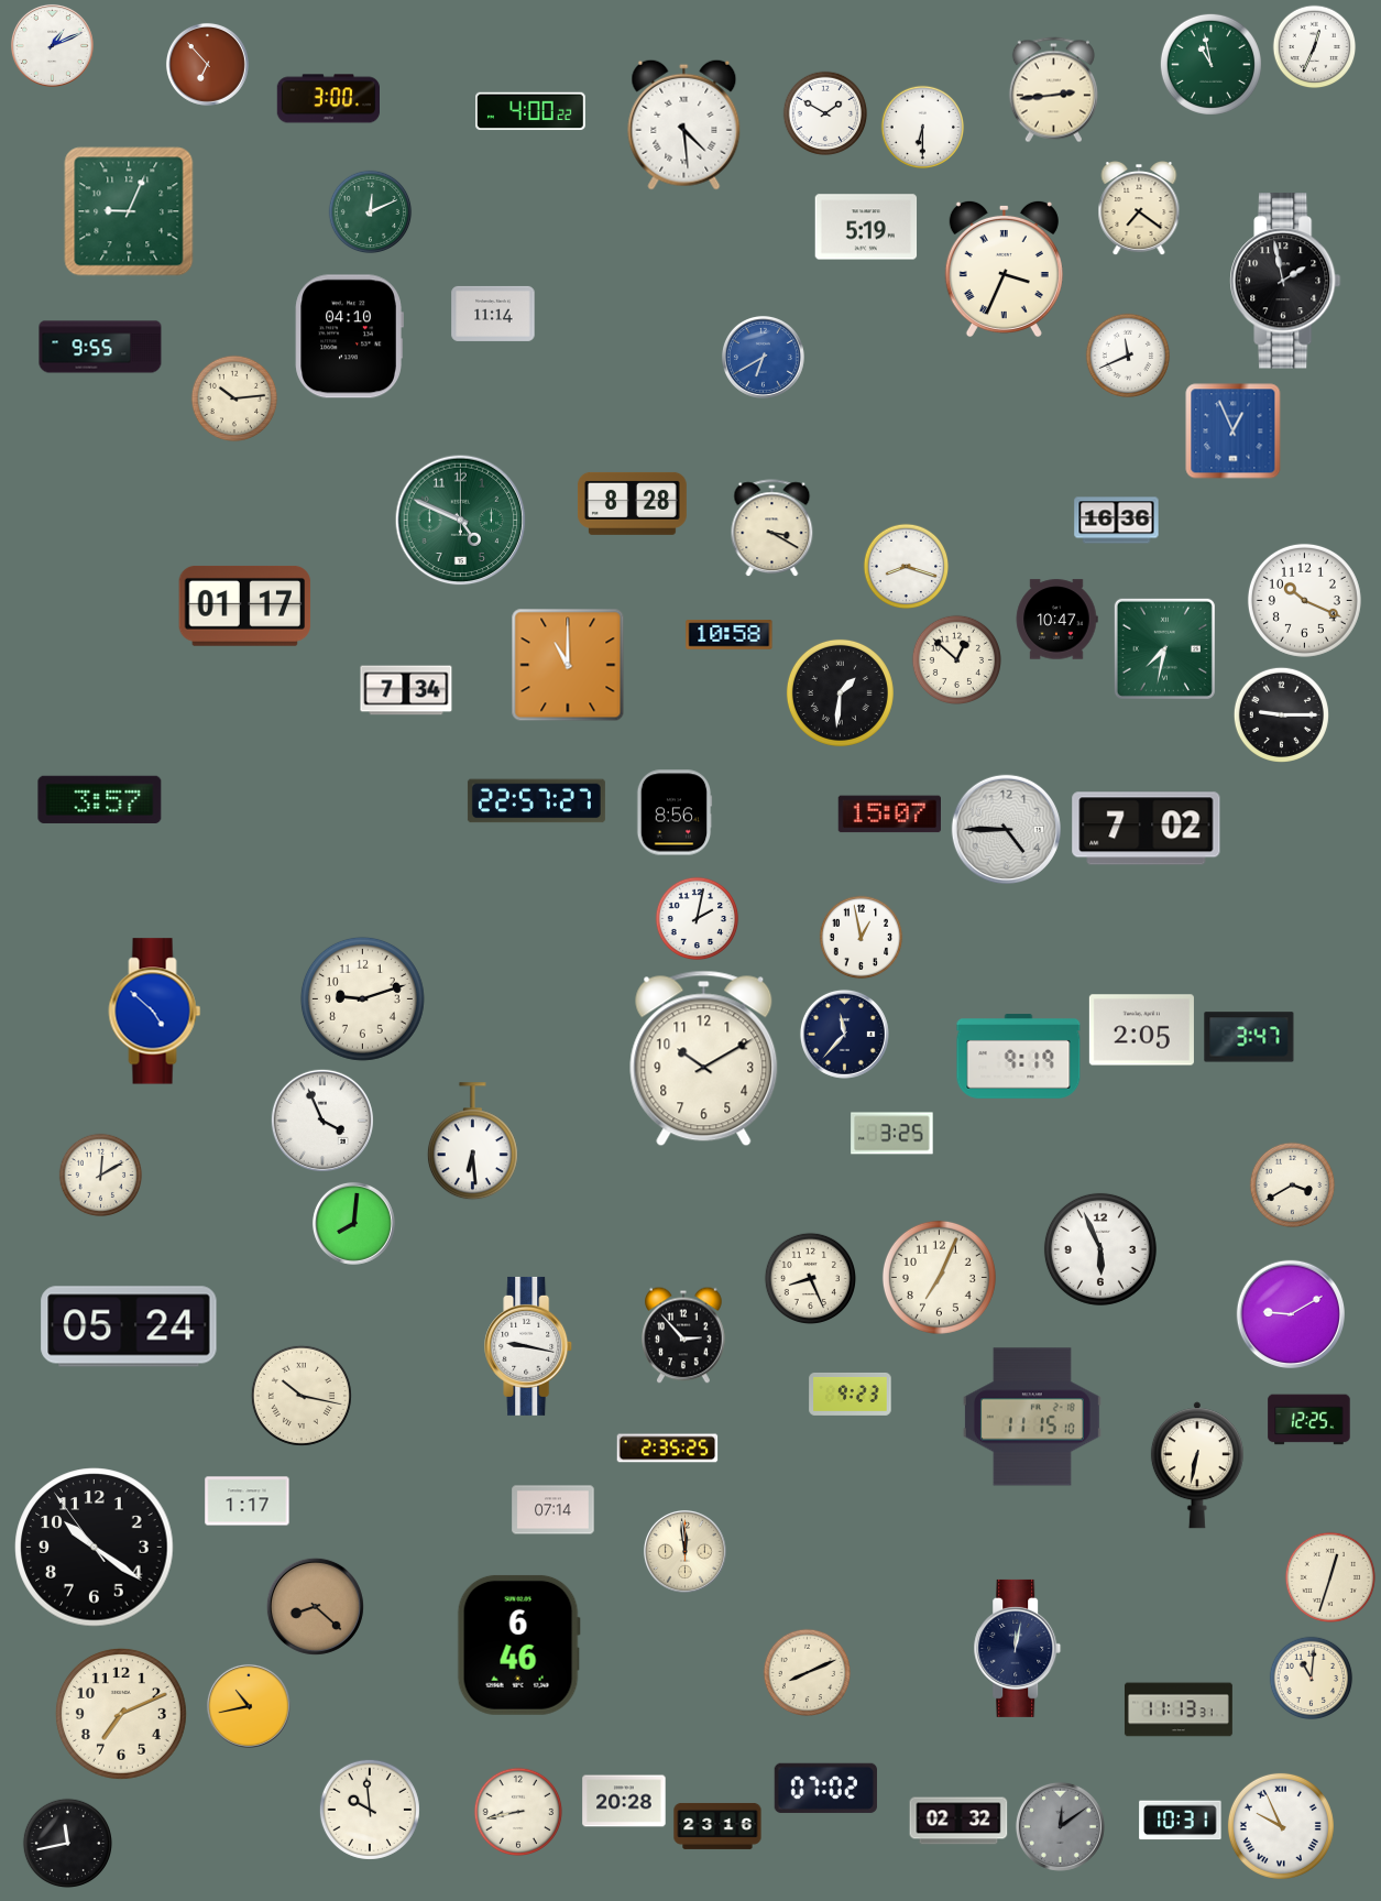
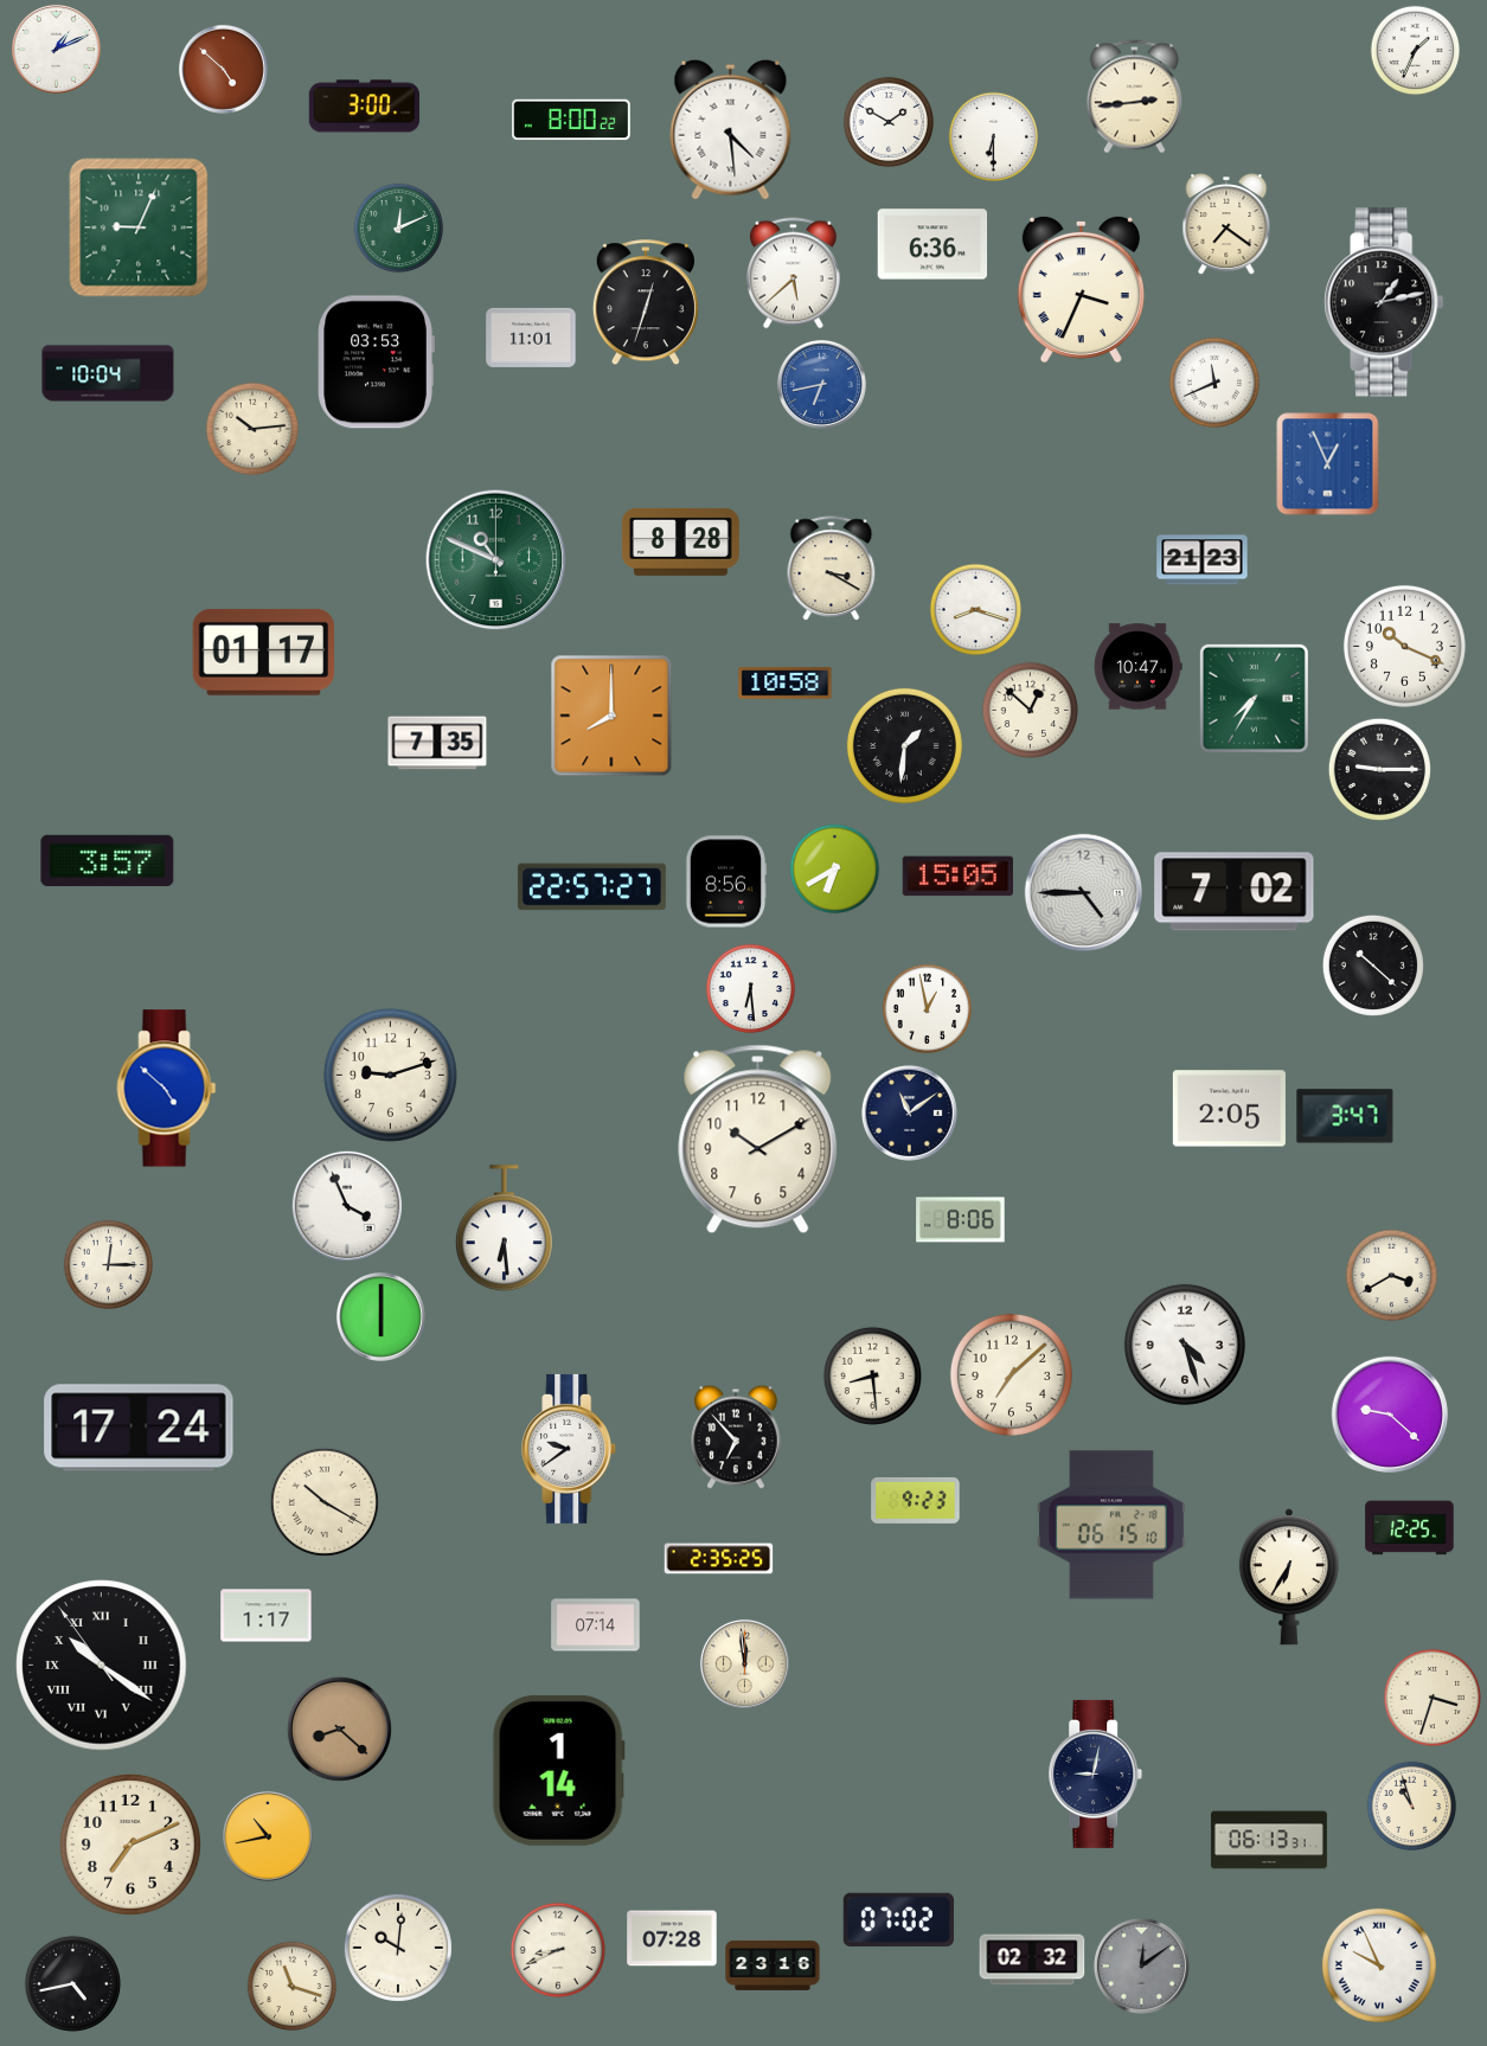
clock at (1315, 47): 12:34 -> 1:34
clock at (207, 64): 6:53 -> 4:52
clock at (1210, 64): 10:58 -> none
clock at (328, 99) position: (328, 99) -> (364, 107)
clock at (531, 111): 4:00 -> 8:00
clock at (684, 124) position: (684, 124) -> (731, 129)
clock at (866, 227): 5:19 -> 6:36
clock at (793, 274): none -> 5:38
clock at (1285, 281): 1:58 -> 1:13
clock at (646, 303): none -> 12:33
clock at (493, 314): 11:14 -> 11:01
clock at (349, 337): 04:10 -> 03:53
clock at (100, 347): 9:55 -> 10:04
clock at (763, 357): 6:40 -> 6:43
clock at (461, 521): 4:49 -> 10:49
clock at (1117, 521): 16:36 -> 21:23
clock at (1164, 648): 7:32 -> 7:35
clock at (568, 665): 11:00 -> 8:00
clock at (406, 690): 7:34 -> 7:35
clock at (536, 801) position: (536, 801) -> (591, 887)
clock at (835, 870): none -> 6:40
clock at (675, 812) position: (675, 812) -> (726, 881)
clock at (889, 815): 15:07 -> 15:05
clock at (1373, 966): none -> 10:22
clock at (698, 919): 2:02 -> 6:29
clock at (844, 1034): 11:37 -> 11:09
clock at (1019, 1057): 9:19 -> none
clock at (892, 1134): 3:25 -> 8:06
clock at (472, 1141) position: (472, 1141) -> (504, 1229)
clock at (101, 1176): 12:10 -> 12:15
clock at (353, 1223): 8:01 -> 6:00
clock at (1100, 1249): 5:56 -> 4:27
clock at (939, 1277): 7:04 -> 7:08
clock at (810, 1278): 8:26 -> 8:29
clock at (1290, 1313): 9:10 -> 9:22
clock at (129, 1326): 05:24 -> 17:24
clock at (683, 1335): 2:53 -> 6:53
clock at (529, 1346): 9:17 -> 9:39
clock at (302, 1396): 10:17 -> 10:20
clock at (1032, 1417): 11:15 -> 06:15
clock at (1197, 1465): 6:32 -> 6:35
clock at (95, 1548) numerals: Arabic -> Roman
clock at (684, 1551) position: (684, 1551) -> (744, 1663)
clock at (1329, 1576): 12:33 -> 3:33
clock at (518, 1645): 6:46 -> 1:14
clock at (1018, 1648): 12:02 -> 9:02
clock at (807, 1672): 8:11 -> none
clock at (1312, 1679): 11:01 -> 10:57
clock at (1179, 1709): 11:13 -> 06:13
clock at (825, 1788) position: (825, 1788) -> (898, 1919)
clock at (624, 1801): 20:28 -> 07:28
clock at (370, 1810): 9:59 -> 10:01
clock at (517, 1811): 8:43 -> 8:41
clock at (1181, 1821): 10:31 -> none
clock at (67, 1843): 11:43 -> 4:43
clock at (293, 1987): none -> 11:18
